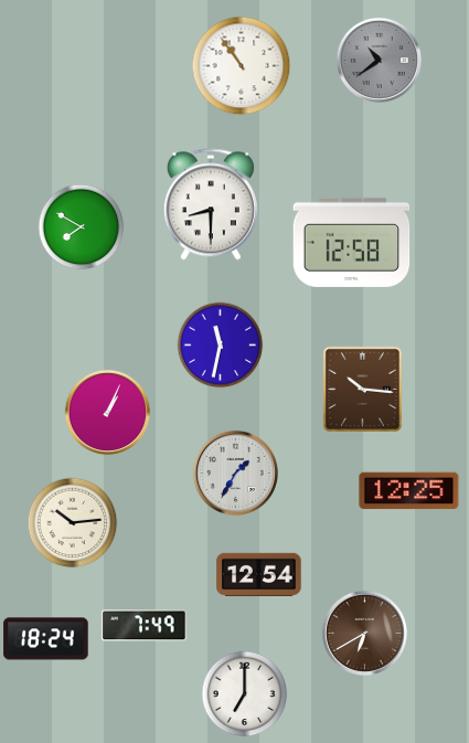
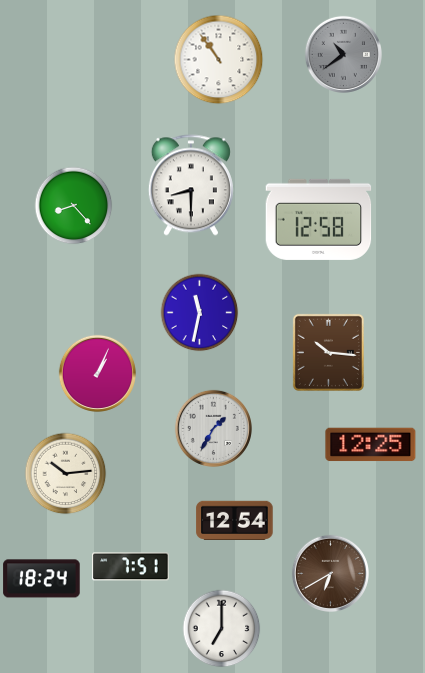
clock at (81, 226): 7:50 -> 8:23
clock at (145, 626): 7:49 -> 7:51
